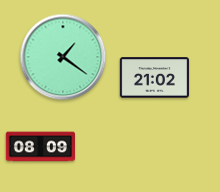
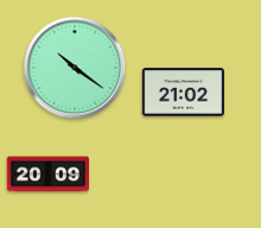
clock at (63, 57): 1:21 -> 10:21
clock at (40, 147): 08:09 -> 20:09
